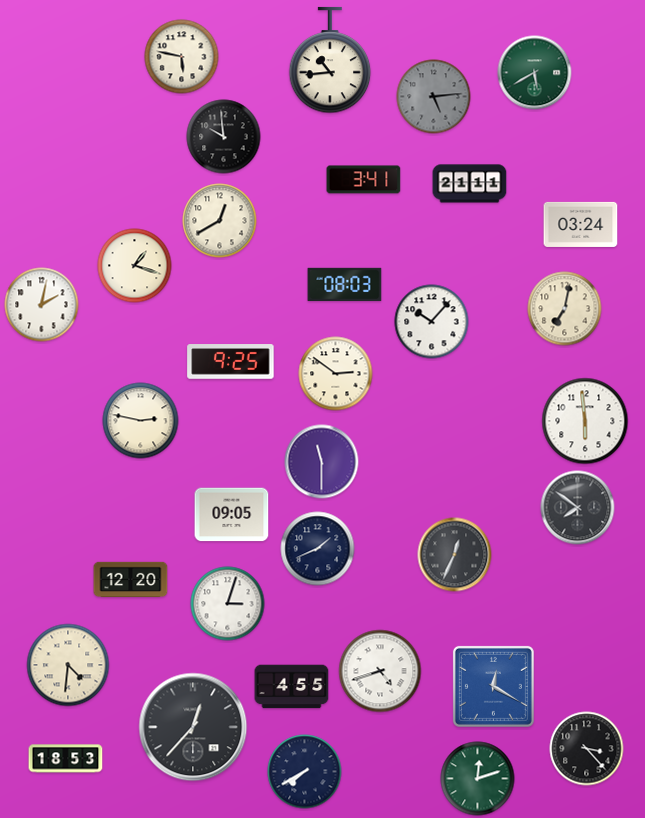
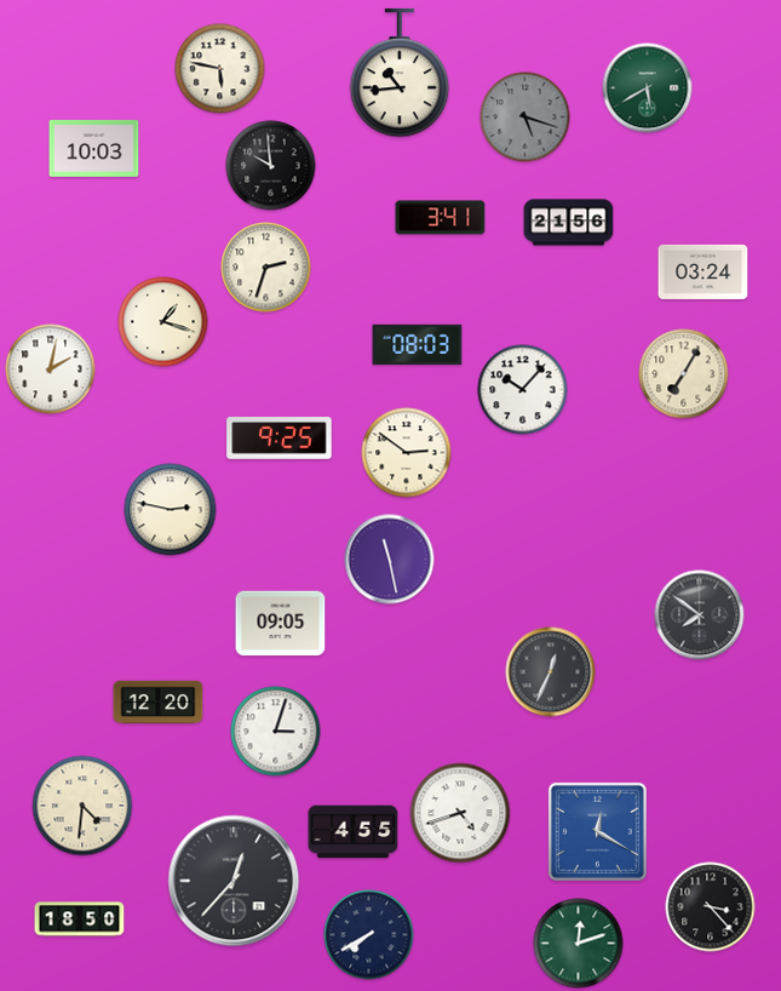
clock at (434, 97): 5:14 -> 5:18
clock at (94, 148): none -> 10:03
clock at (470, 184): 21:11 -> 21:56
clock at (220, 221): 12:40 -> 2:33
clock at (565, 309): 7:02 -> 7:05
clock at (585, 421): 5:59 -> none
clock at (322, 462): 11:30 -> 11:28
clock at (318, 549): 1:41 -> none
clock at (66, 759): 18:53 -> 18:50
